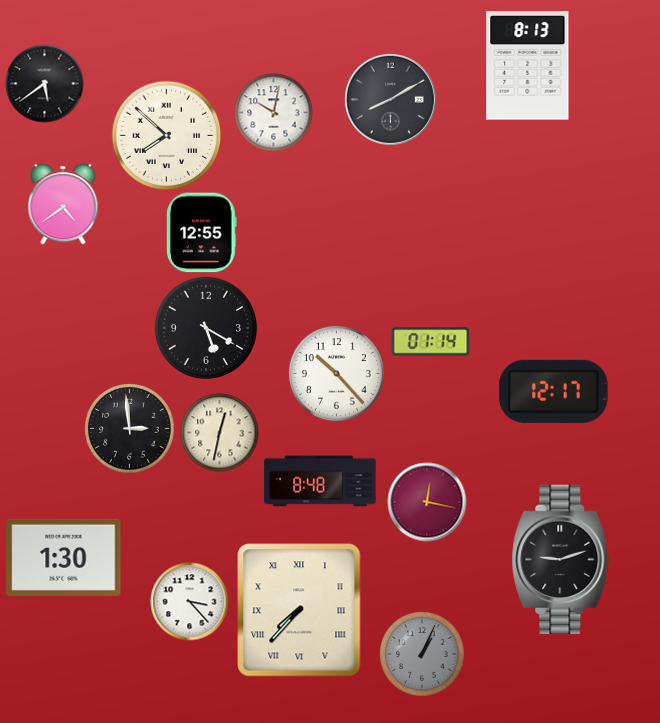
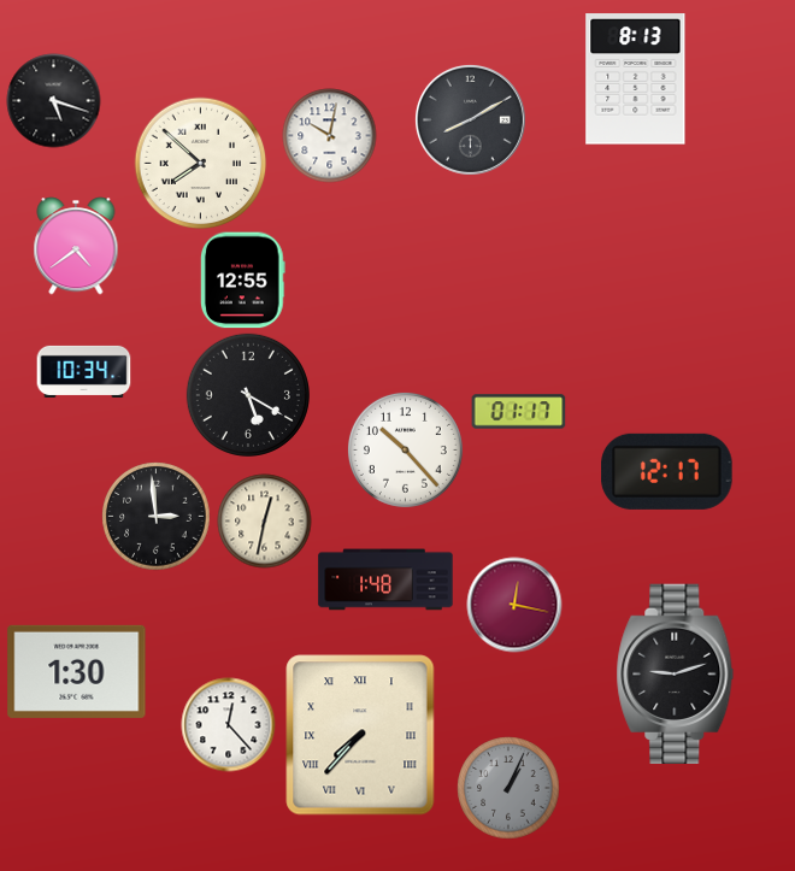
clock at (44, 83): 5:39 -> 5:18
clock at (83, 371): none -> 10:34
clock at (430, 342): 01:14 -> 01:17
clock at (320, 481): 8:48 -> 1:48
clock at (189, 601): 3:23 -> 12:23
